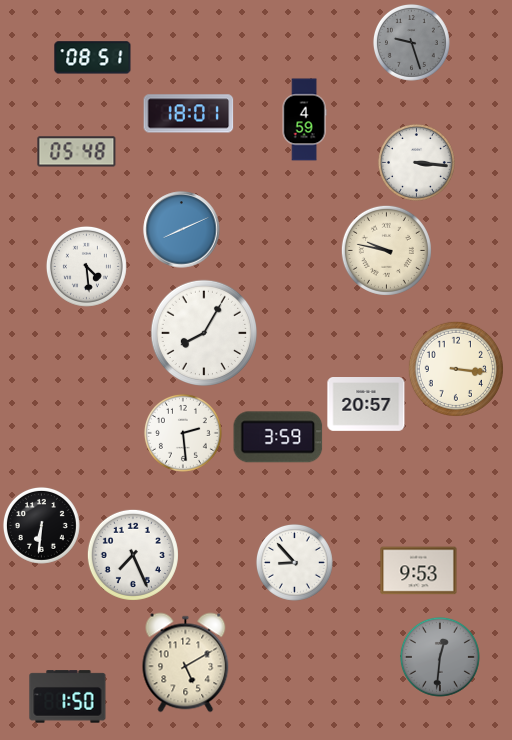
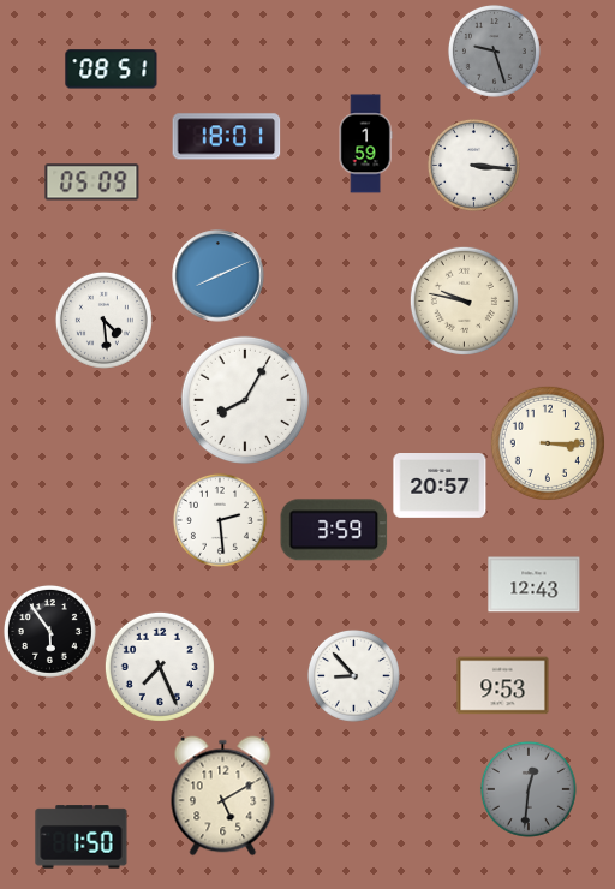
clock at (304, 120): 4:59 -> 1:59
clock at (77, 152): 05:48 -> 05:09
clock at (416, 162) position: (416, 162) -> (473, 165)
clock at (456, 369): 3:16 -> 3:15
clock at (278, 437) position: (278, 437) -> (334, 530)
clock at (535, 585): none -> 12:43
clock at (41, 525): 6:31 -> 5:54
